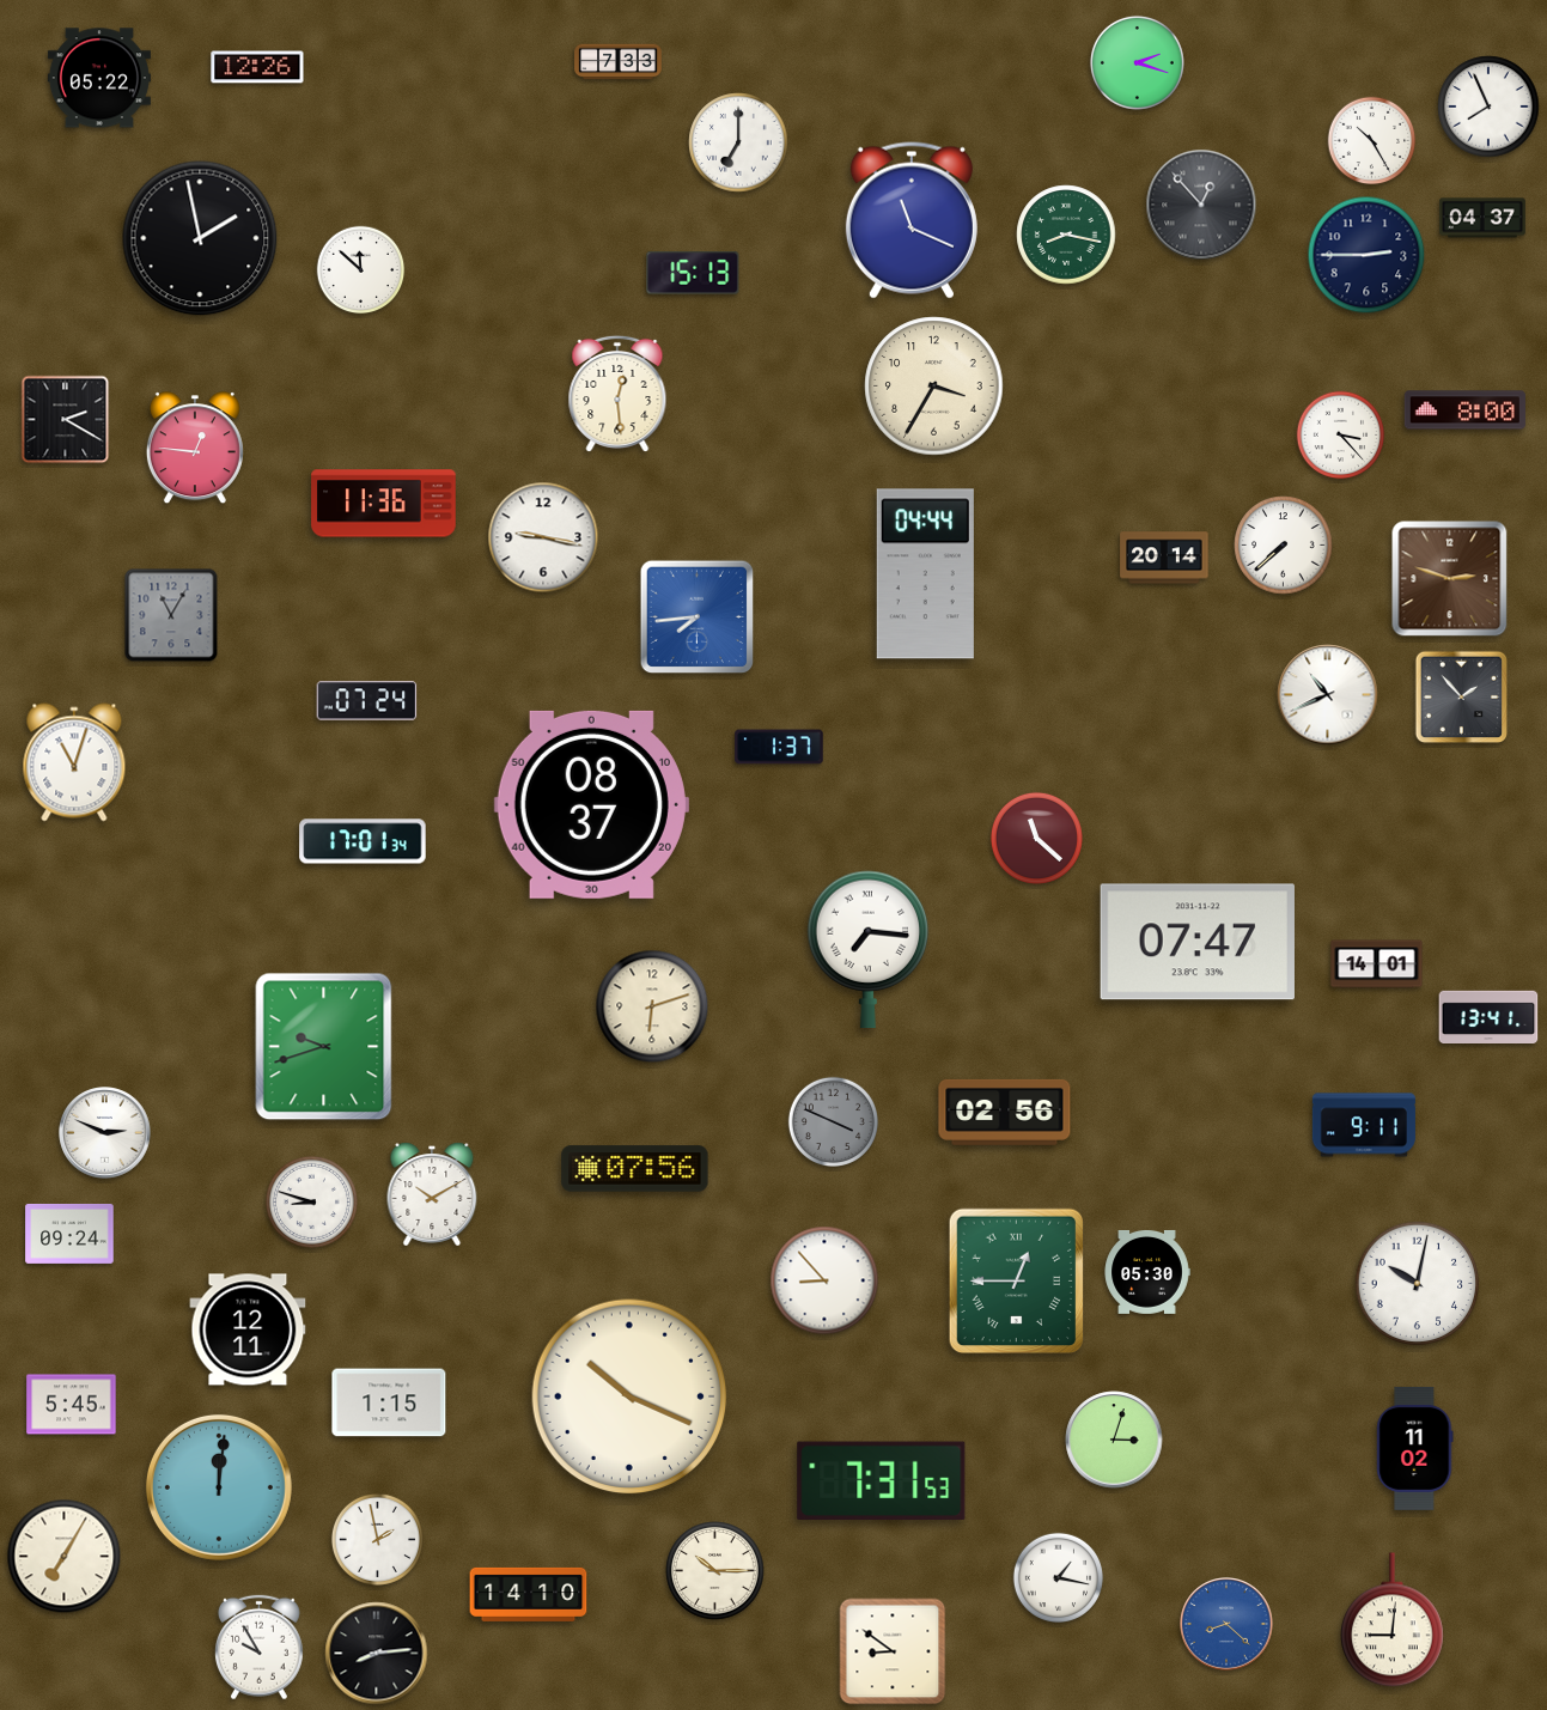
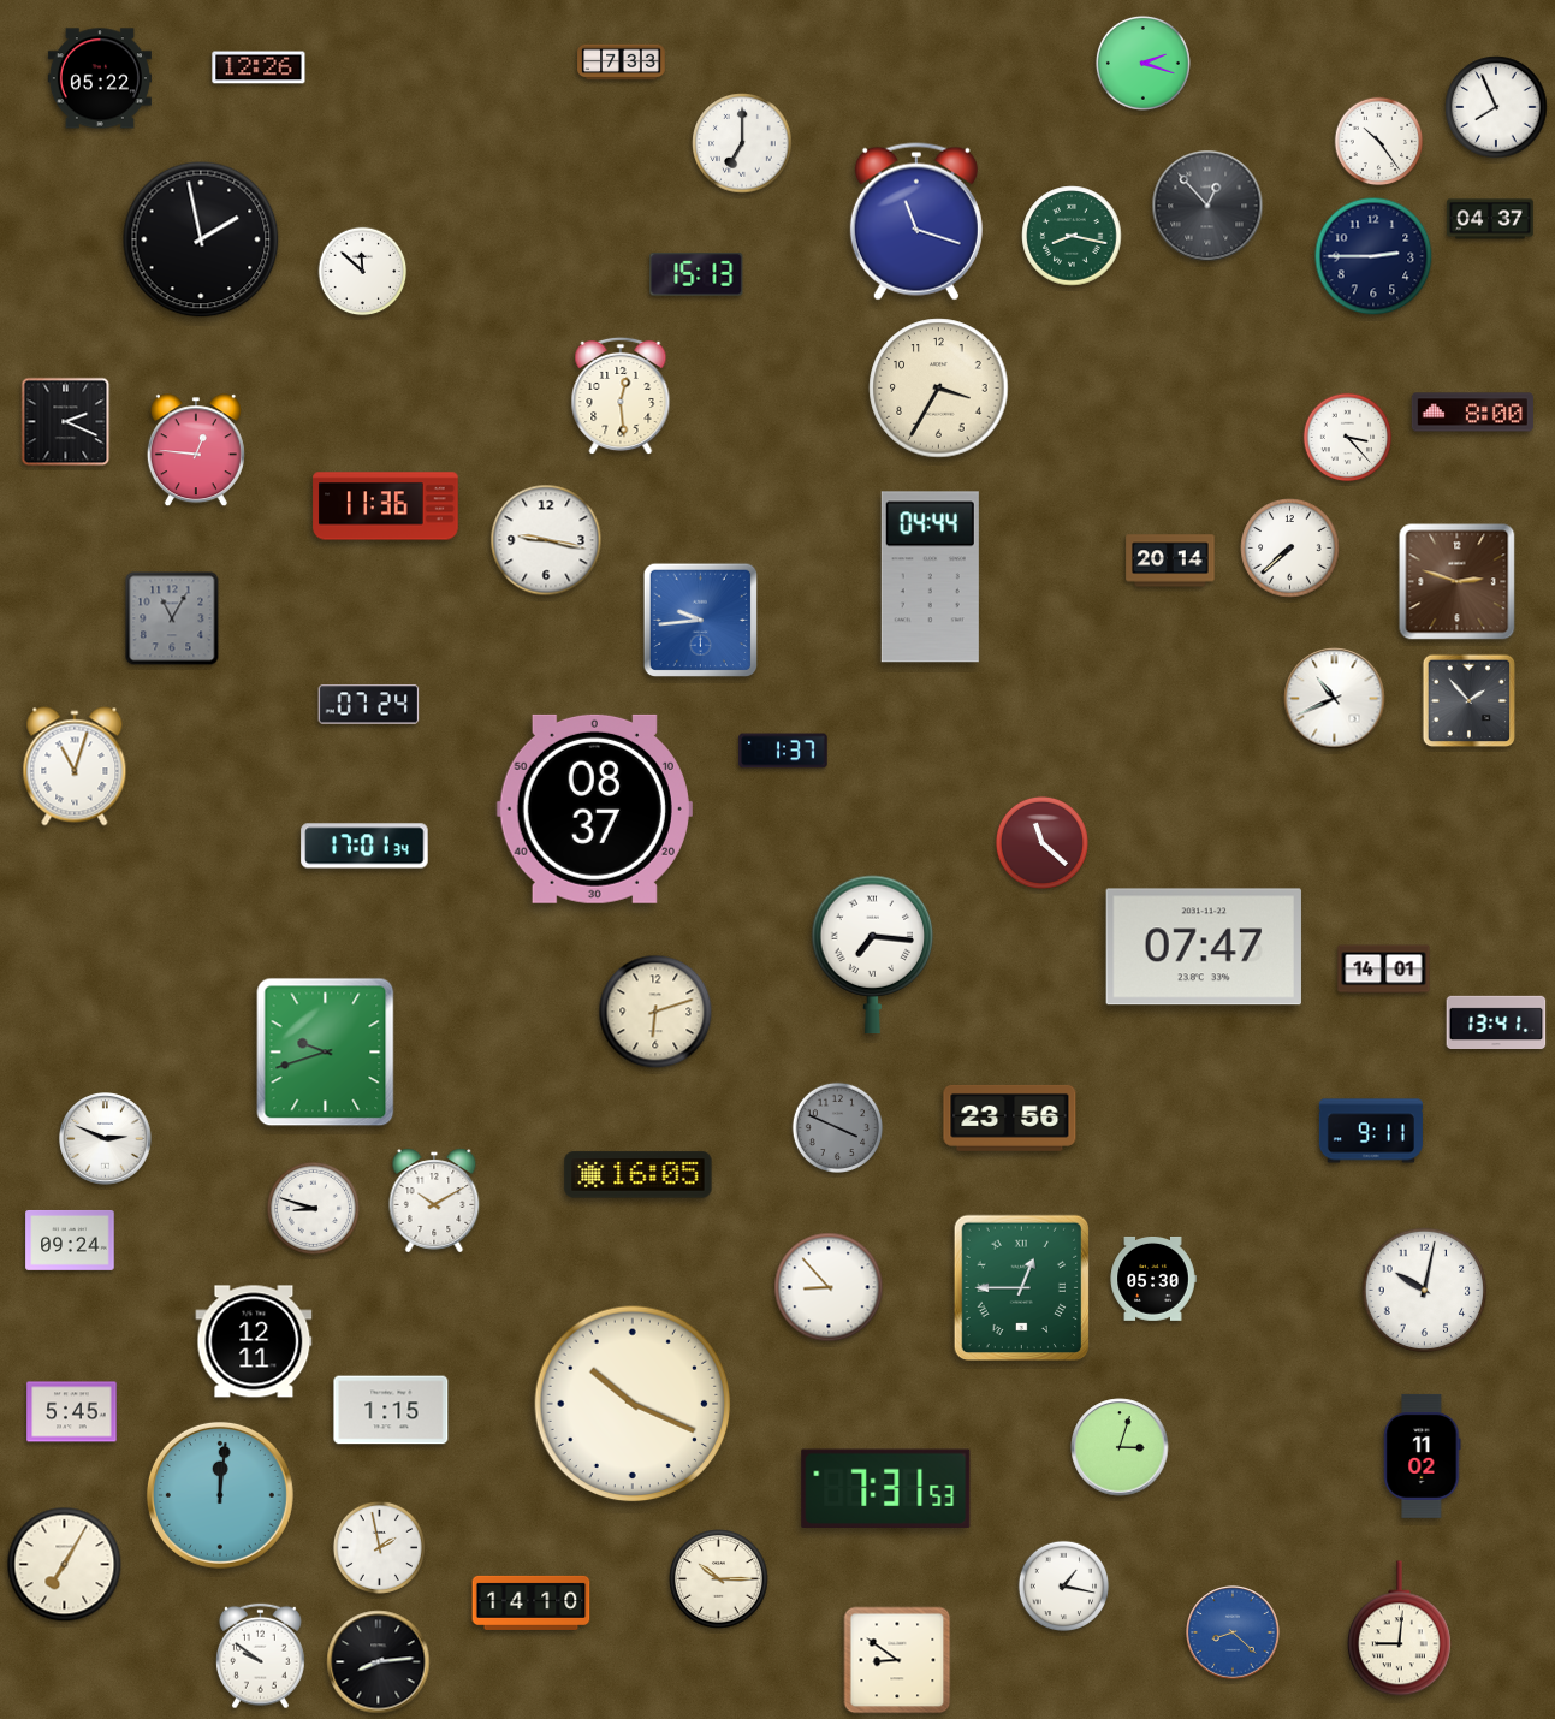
clock at (1372, 141): 10:25 -> 10:24
clock at (912, 220): 11:19 -> 11:18
clock at (66, 420): 2:20 -> 2:19
clock at (698, 617): 7:44 -> 9:44
clock at (1005, 1112): 02:56 -> 23:56
clock at (635, 1169): 07:56 -> 16:05
clock at (248, 1329) position: (248, 1329) -> (254, 1341)
clock at (258, 1648): 9:55 -> 9:51
